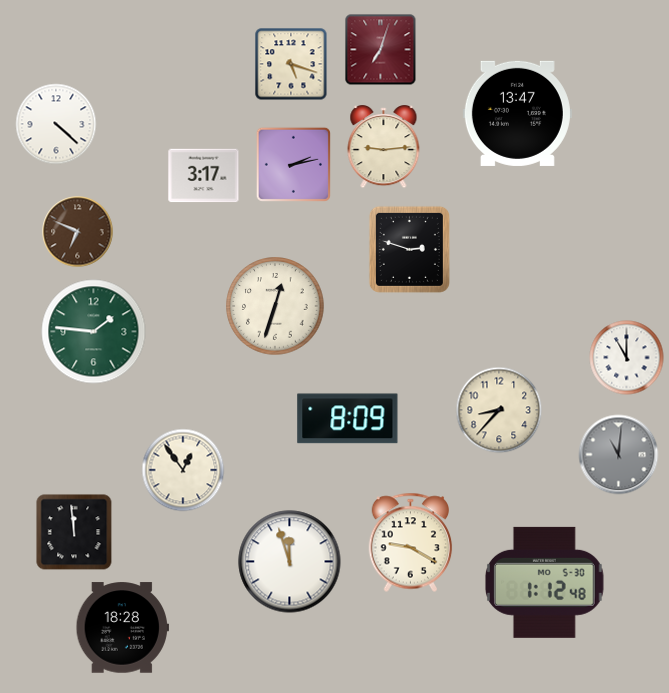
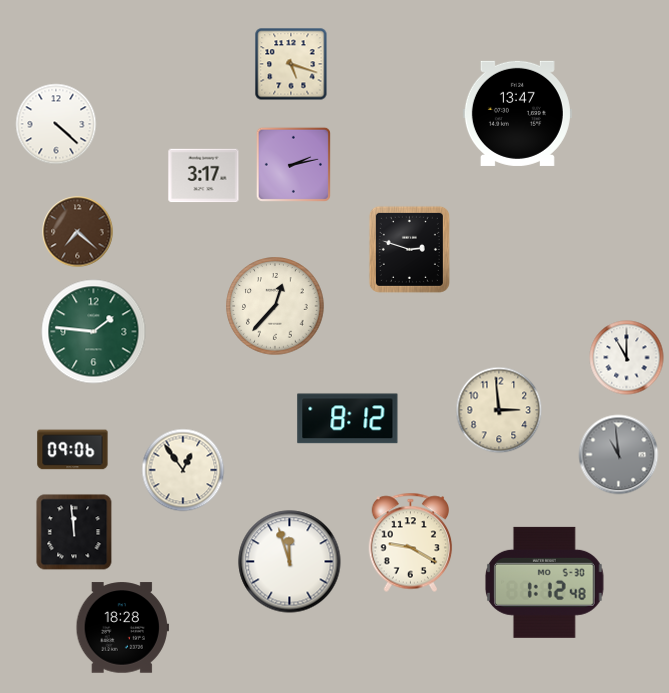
clock at (381, 50): 7:03 -> none
clock at (384, 147): 9:14 -> none
clock at (78, 232): 6:49 -> 7:22
clock at (275, 306): 12:33 -> 12:37
clock at (499, 410): 8:37 -> 2:59
clock at (348, 419): 8:09 -> 8:12
clock at (73, 450): none -> 09:06
clock at (619, 455): 11:01 -> 10:59
